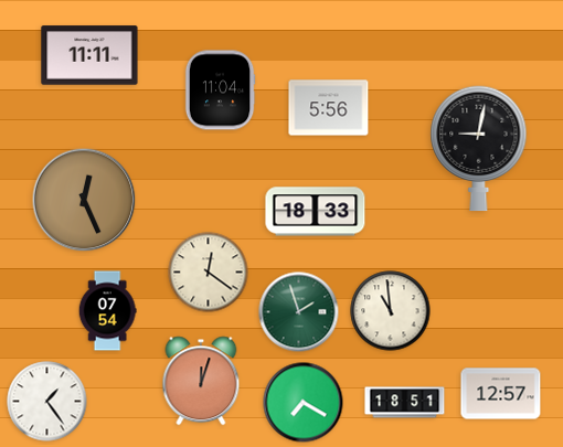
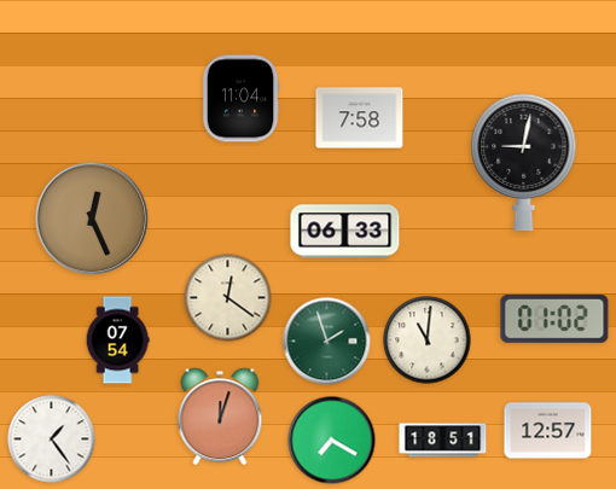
clock at (89, 55): 11:11 -> none
clock at (329, 108): 5:56 -> 7:58
clock at (316, 212): 18:33 -> 06:33
clock at (554, 319): none -> 01:02
clock at (391, 311): 10:59 -> 11:01
